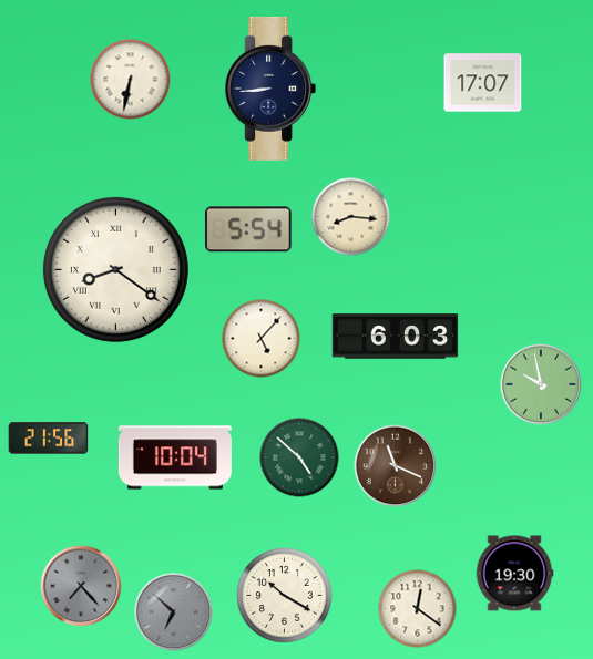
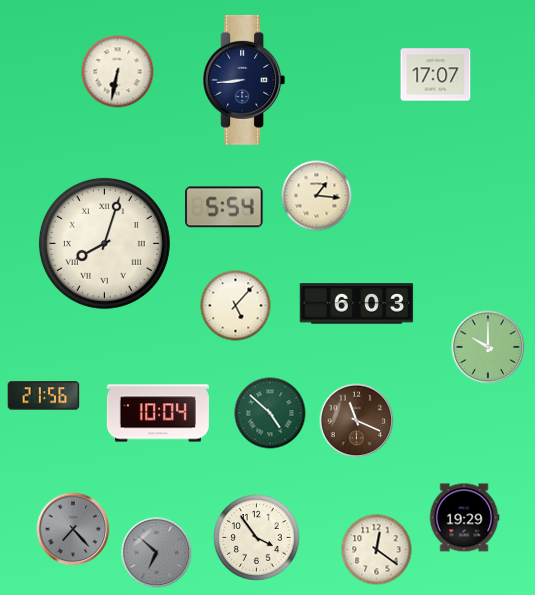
clock at (351, 217): 8:16 -> 1:16
clock at (115, 269): 8:21 -> 8:03
clock at (541, 384): 9:58 -> 10:00
clock at (514, 574): 19:30 -> 19:29
clock at (285, 596): 10:20 -> 3:54
